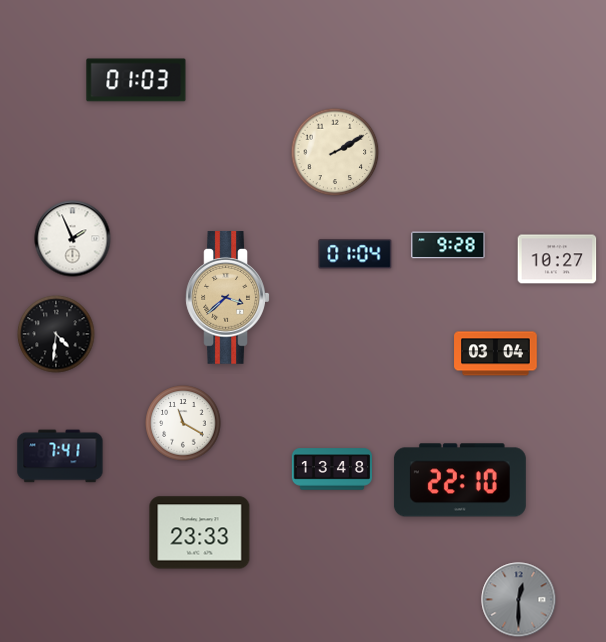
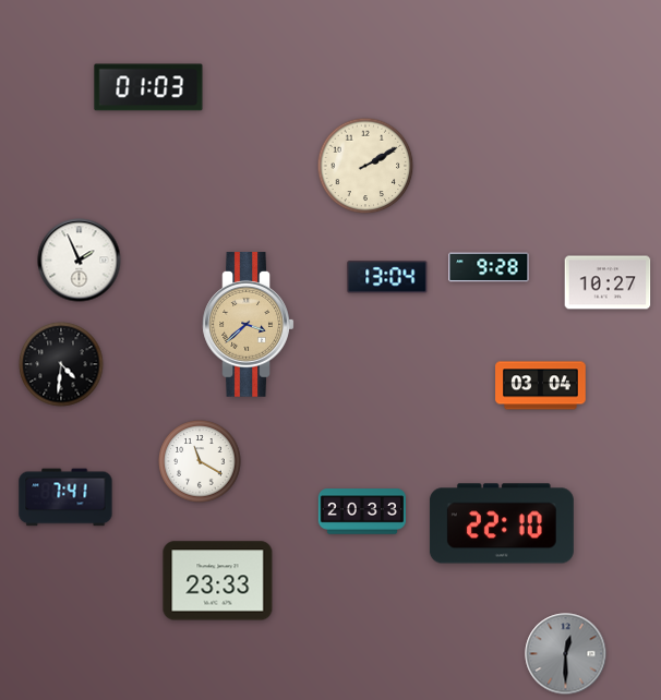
clock at (355, 254): 01:04 -> 13:04
clock at (331, 469): 13:48 -> 20:33
